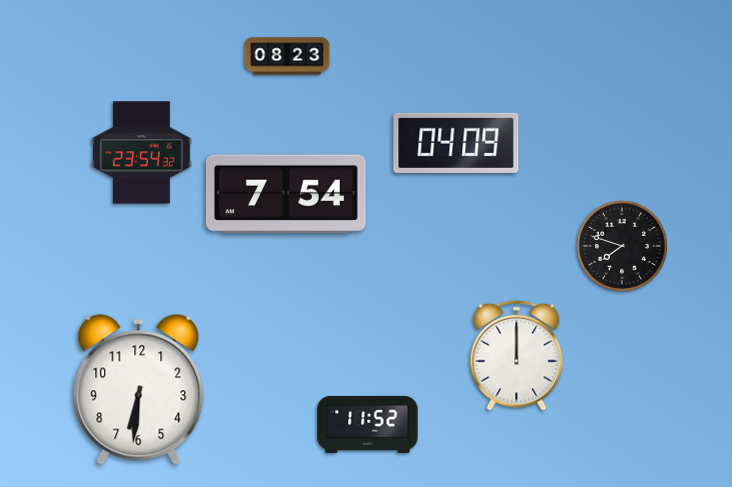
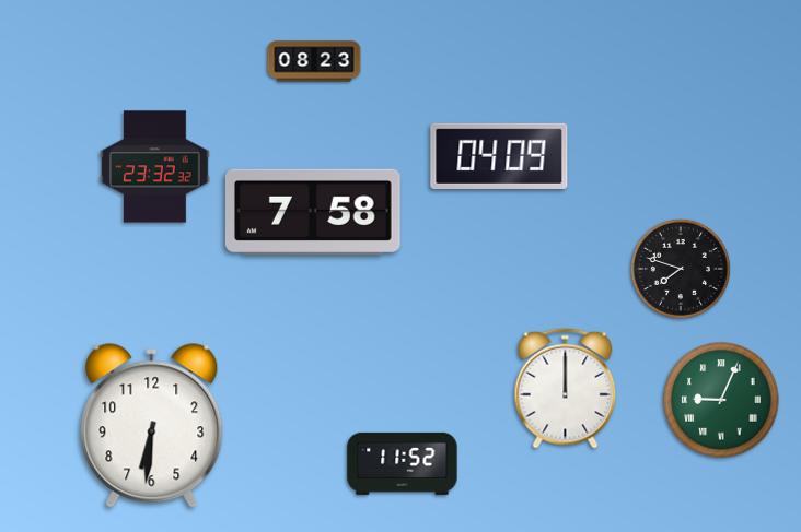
clock at (142, 153): 23:54 -> 23:32
clock at (286, 194): 7:54 -> 7:58
clock at (721, 400): none -> 9:04
